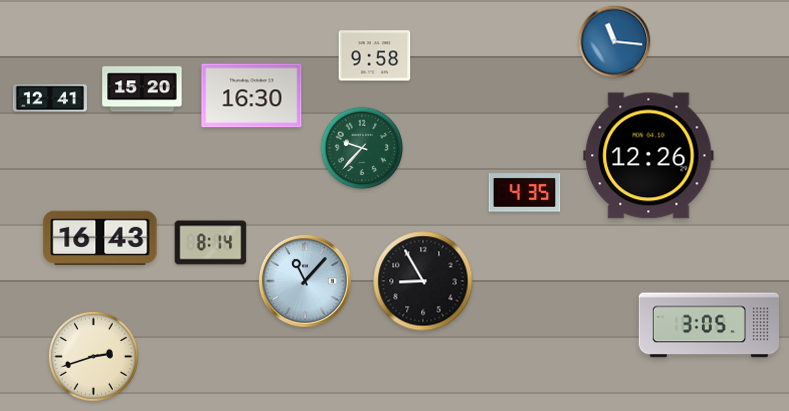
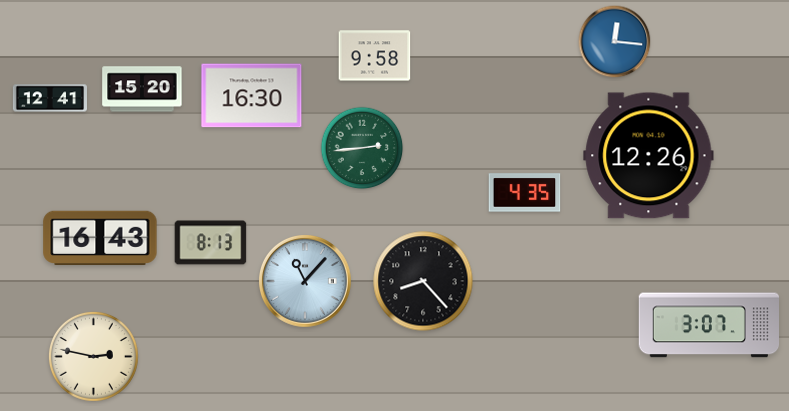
clock at (615, 42): 11:16 -> 12:16
clock at (362, 148): 9:37 -> 2:44
clock at (211, 243): 8:14 -> 8:13
clock at (423, 281): 8:55 -> 8:23
clock at (708, 325): 3:05 -> 3:07
clock at (93, 356): 2:42 -> 2:47
